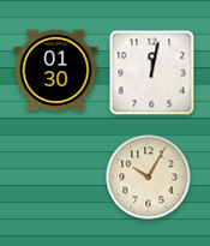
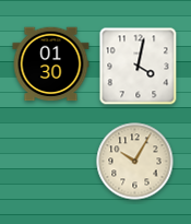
clock at (152, 73): 12:02 -> 4:02
